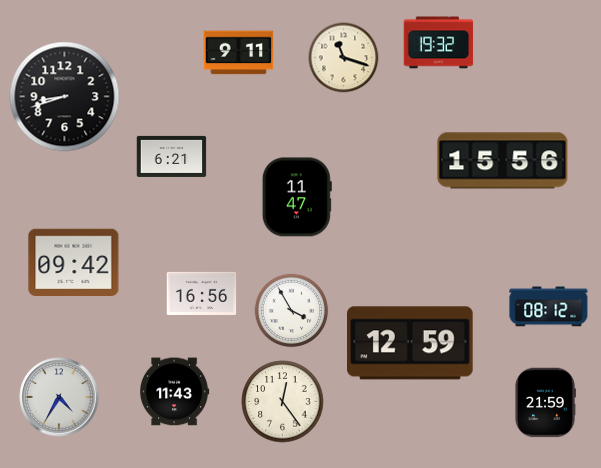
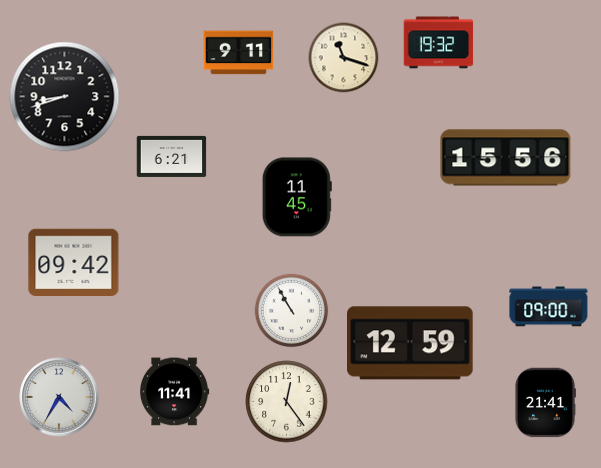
clock at (503, 161) position: (503, 161) -> (506, 158)
clock at (297, 197): 11:47 -> 11:45
clock at (202, 293): 16:56 -> none
clock at (549, 307): 08:12 -> 09:00
clock at (292, 311): 3:55 -> 10:55
clock at (175, 392): 11:43 -> 11:41
clock at (283, 402) position: (283, 402) -> (287, 402)
clock at (545, 403): 21:59 -> 21:41
